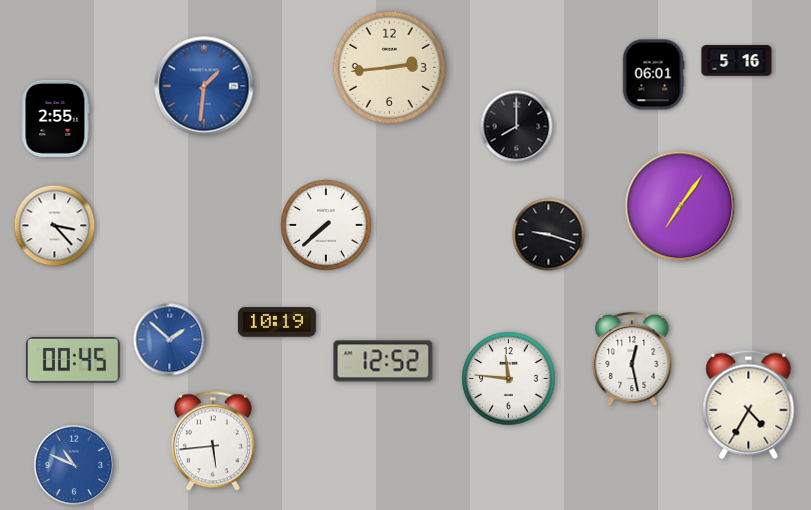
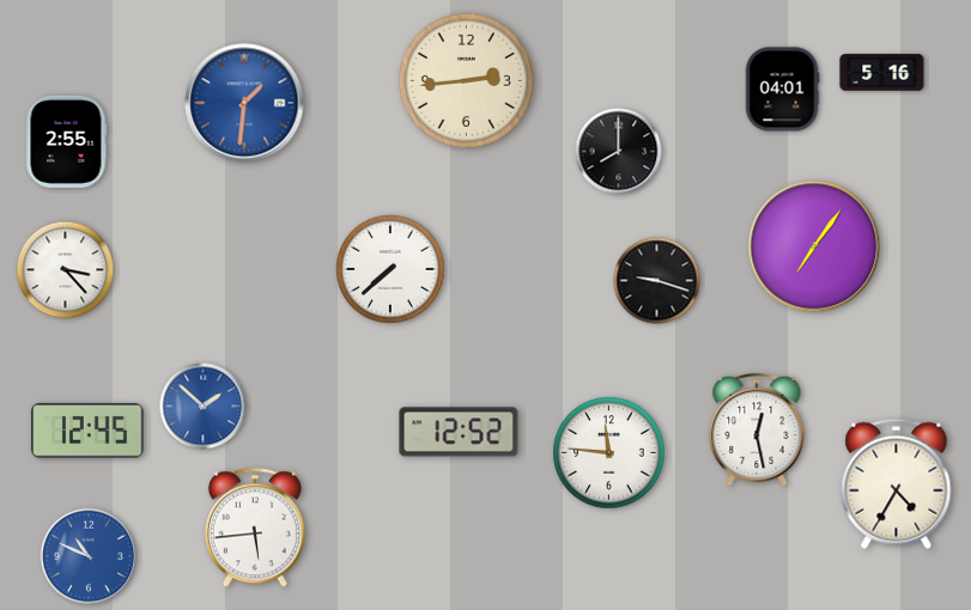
clock at (653, 75): 06:01 -> 04:01
clock at (277, 322): 10:19 -> none
clock at (74, 360): 00:45 -> 12:45
